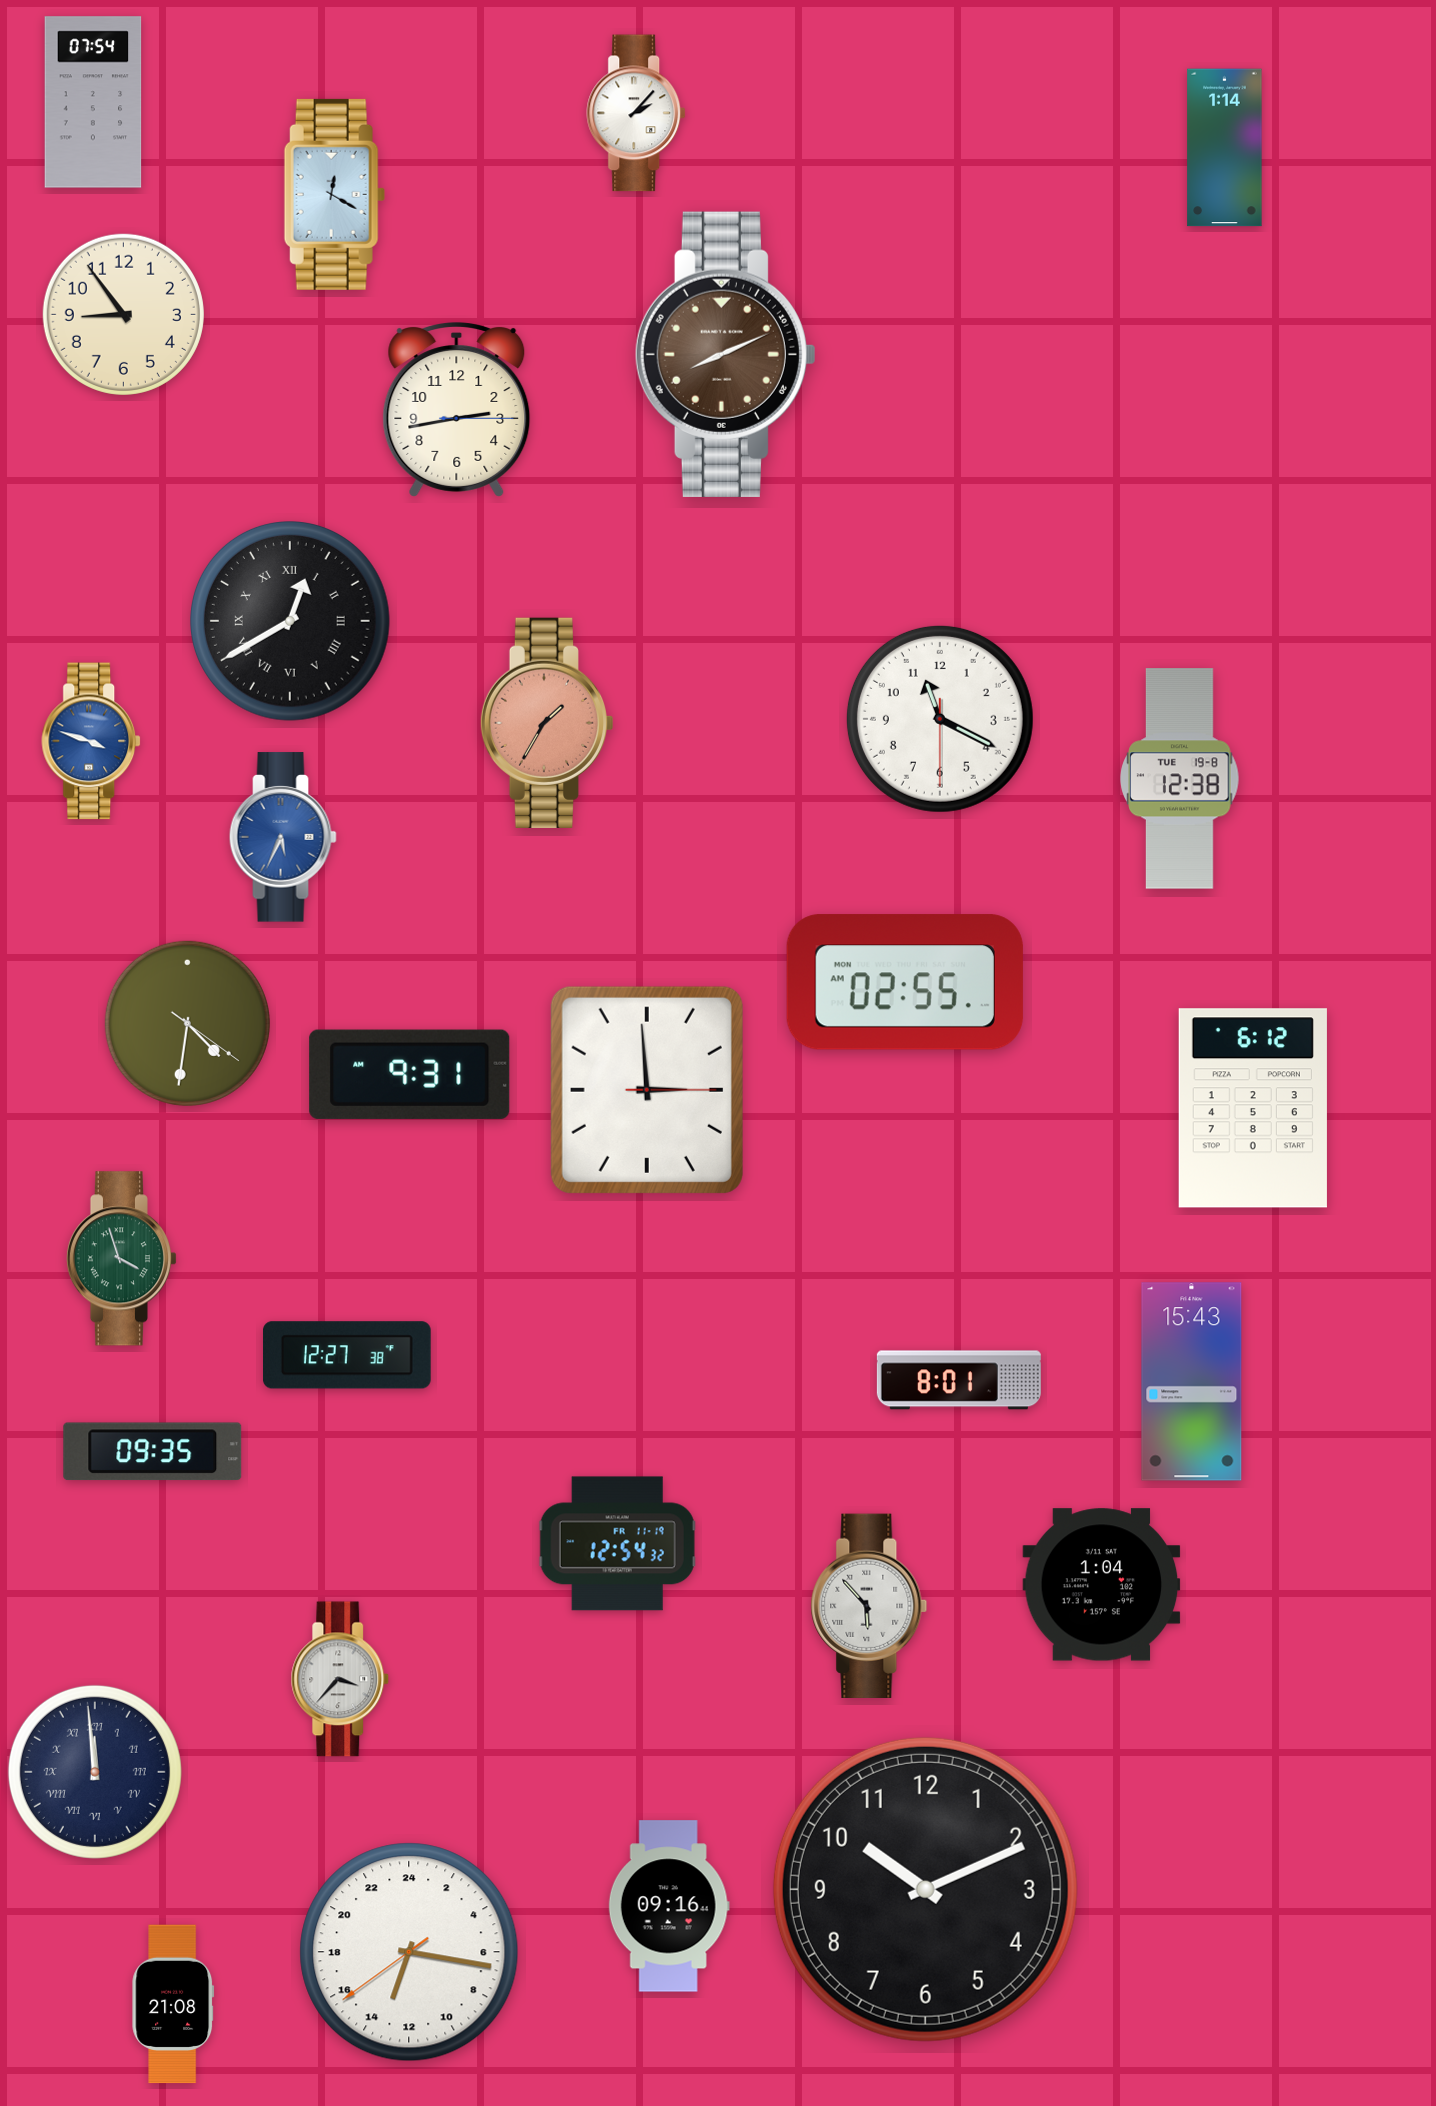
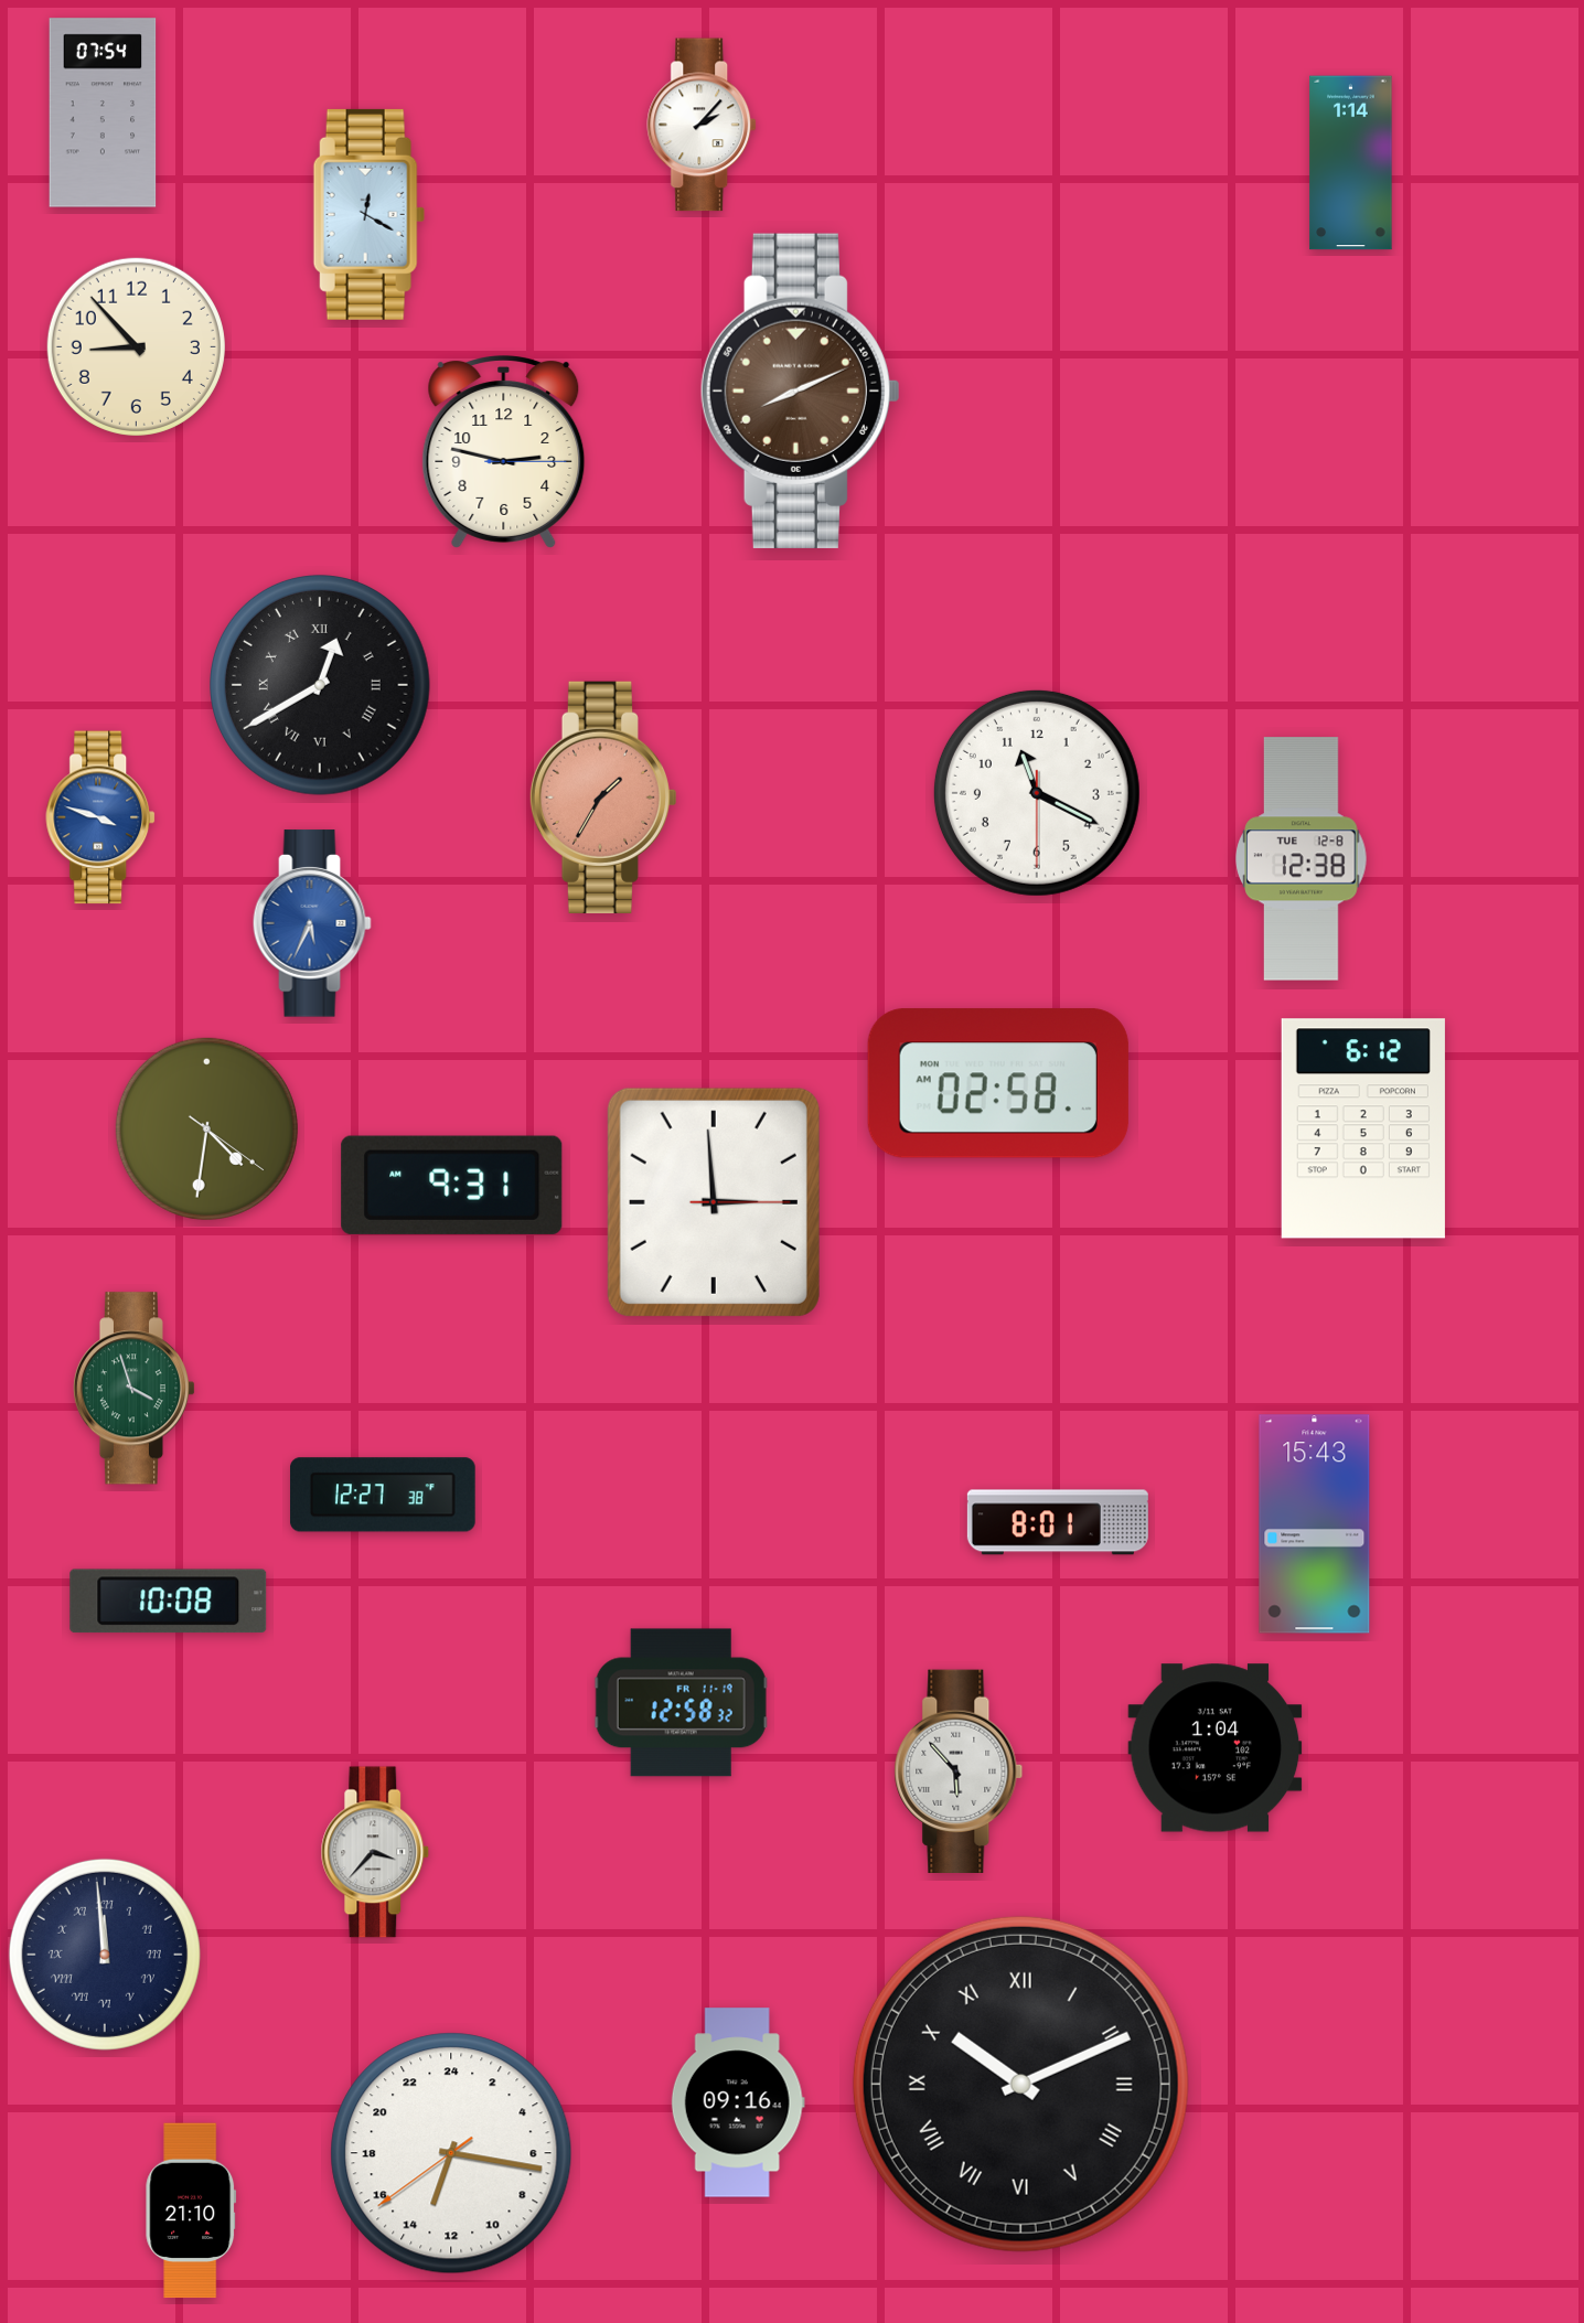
clock at (123, 314): 8:54 -> 8:53
clock at (457, 410): 2:43 -> 2:47
clock at (1180, 779) date: TUE 19-8 -> TUE 12-8
clock at (905, 982): 02:55 -> 02:58
clock at (1253, 1108) position: (1253, 1108) -> (1363, 1128)
clock at (153, 1452): 09:35 -> 10:08
clock at (617, 1544): 12:54 -> 12:58
clock at (925, 1889) numerals: Arabic -> Roman
clock at (173, 2004): 21:08 -> 21:10
